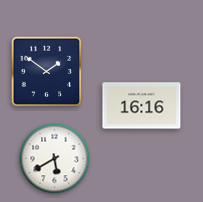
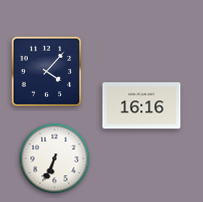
clock at (47, 72): 1:51 -> 4:07
clock at (55, 159): 5:40 -> 6:34
